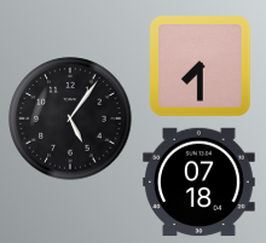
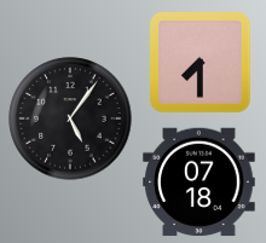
clock at (201, 66) position: (201, 66) -> (201, 63)
